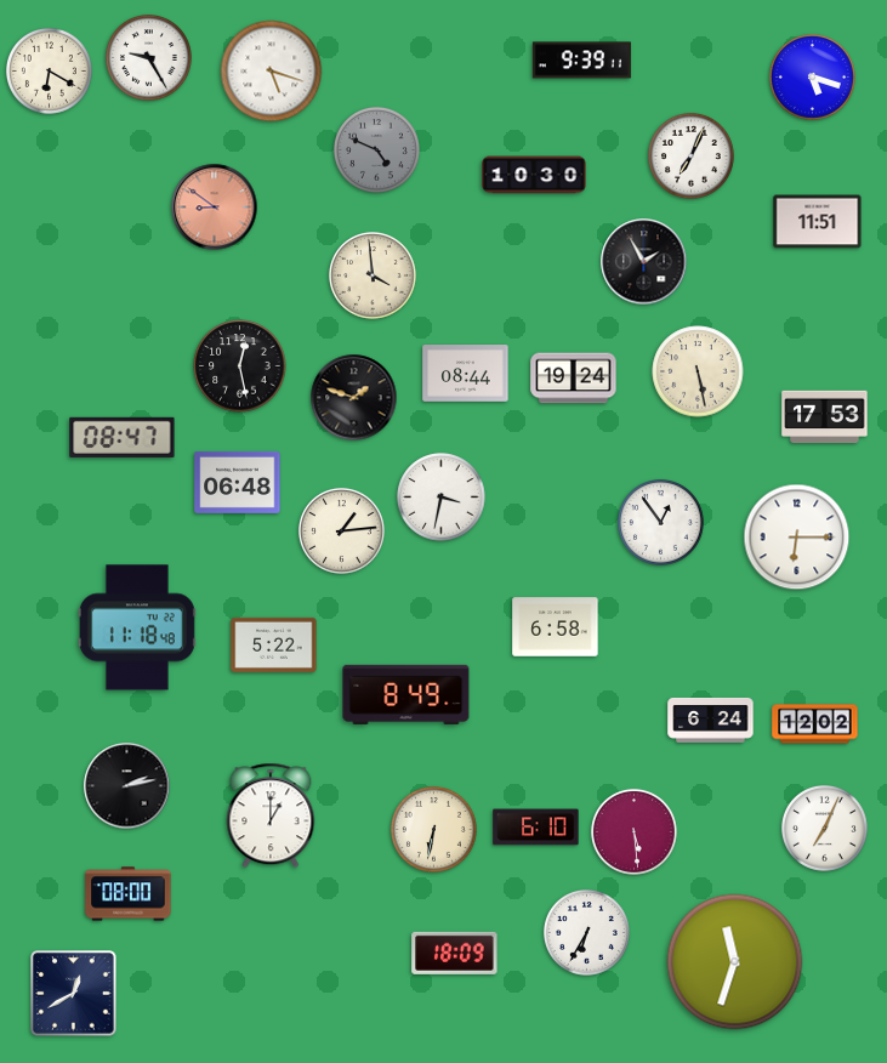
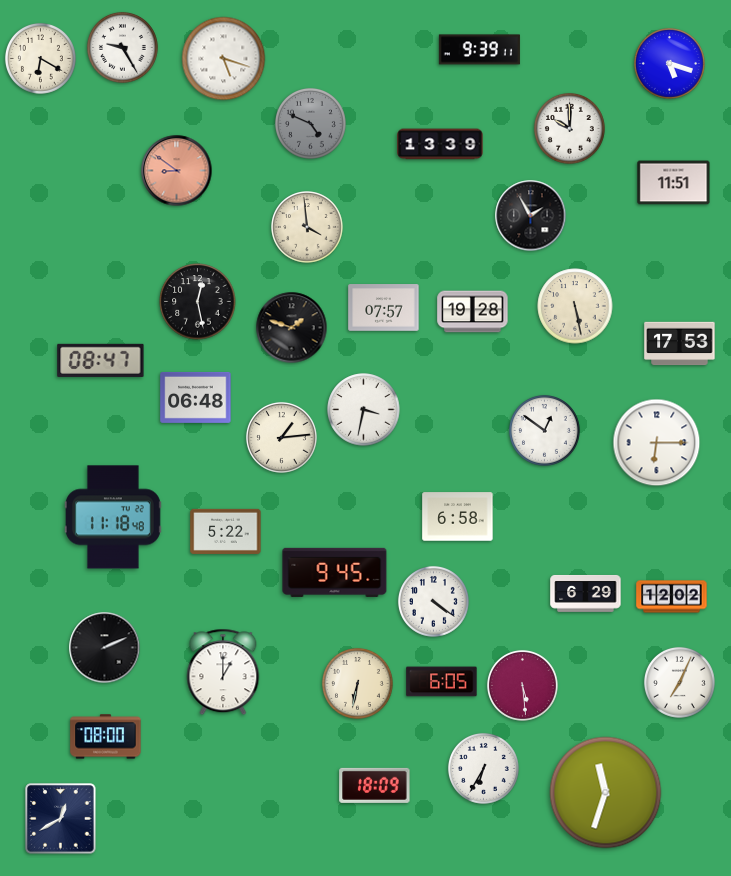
clock at (690, 155): 7:04 -> 10:00
clock at (534, 175): 10:30 -> 13:39
clock at (466, 374): 08:44 -> 07:57
clock at (574, 379): 19:24 -> 19:28
clock at (660, 522): 12:54 -> 12:51
clock at (406, 694): 8:49 -> 9:45
clock at (711, 720): 6:24 -> 6:29
clock at (433, 601): none -> 4:21
clock at (127, 786): 2:13 -> 2:11
clock at (536, 828): 6:10 -> 6:05
